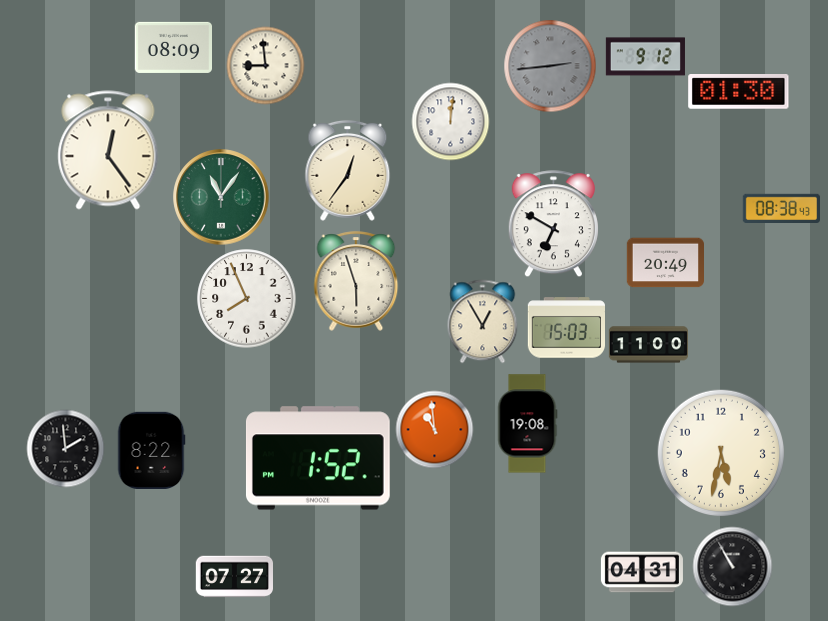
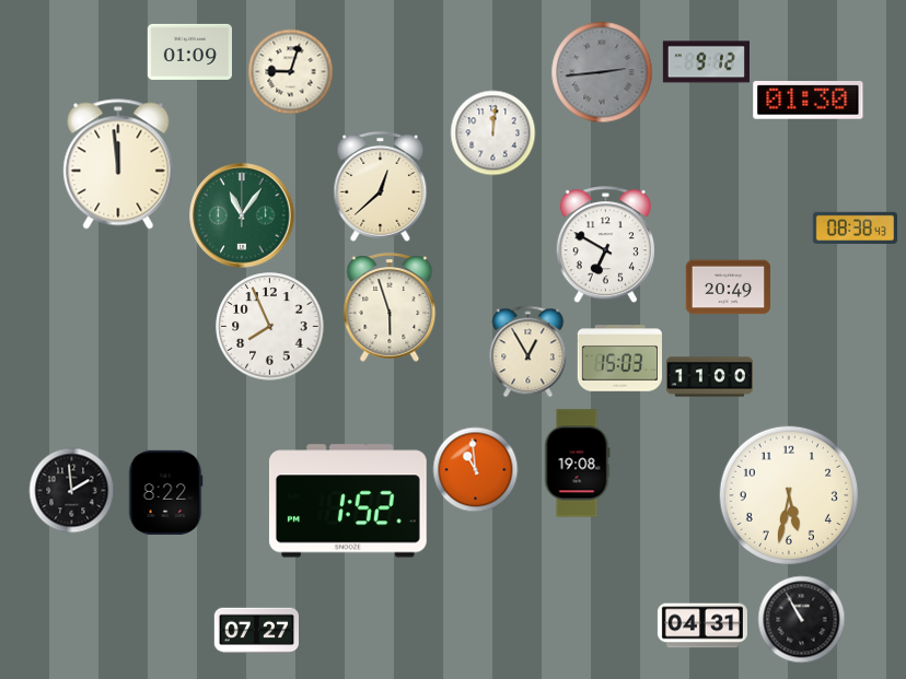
clock at (173, 47): 08:09 -> 01:09
clock at (265, 65): 8:59 -> 9:03
clock at (108, 150): 12:24 -> 11:59
clock at (348, 170): 12:36 -> 12:38
